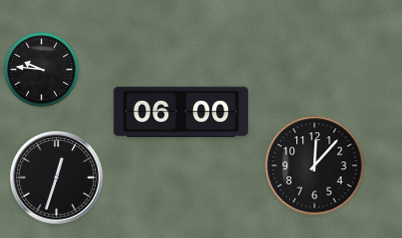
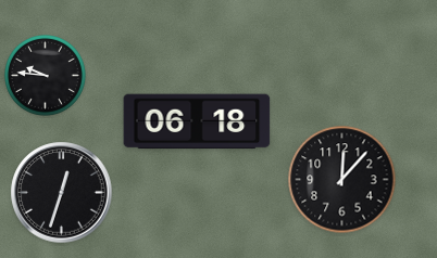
clock at (181, 112): 06:00 -> 06:18
